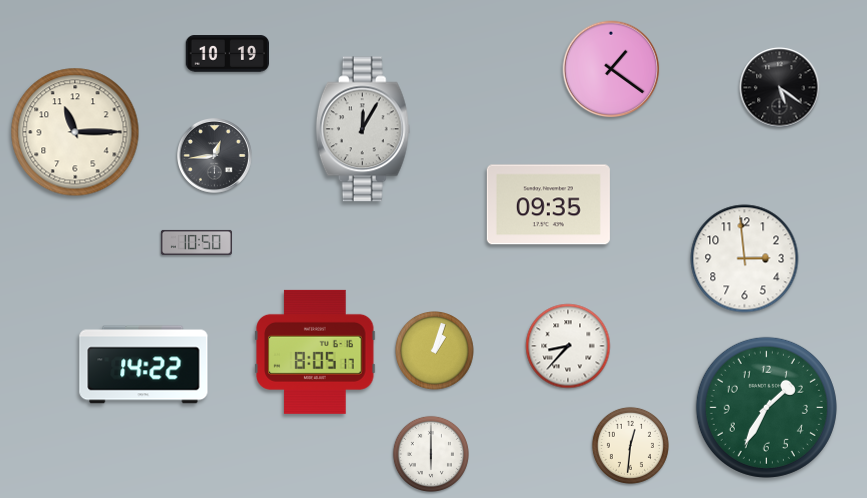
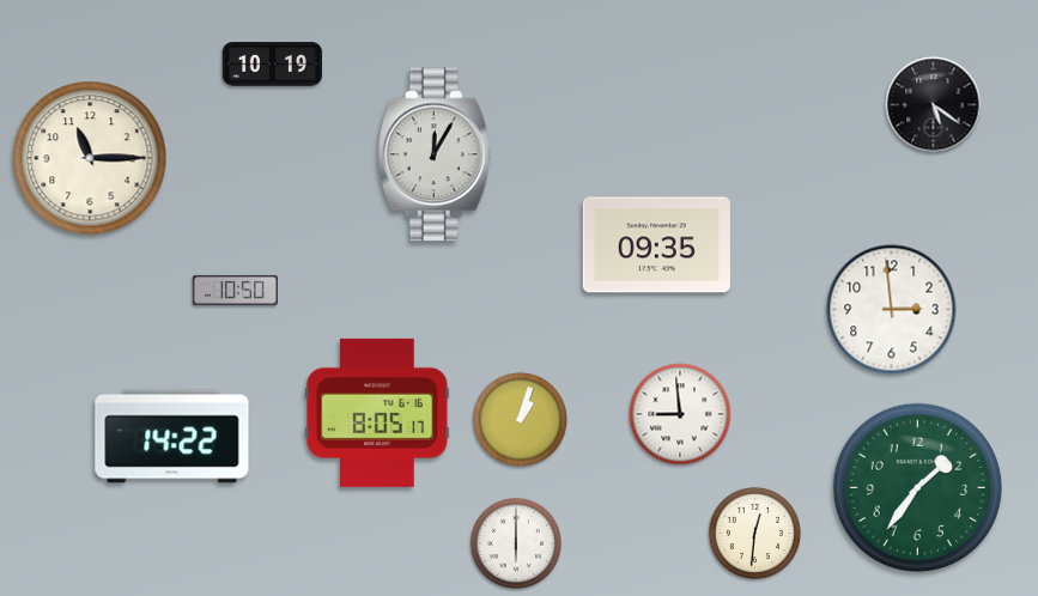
clock at (611, 69): 1:21 -> none
clock at (215, 156): 12:44 -> none
clock at (568, 346): 8:37 -> 8:59
clock at (315, 352) position: (315, 352) -> (377, 413)
clock at (766, 407): 1:35 -> 1:36
